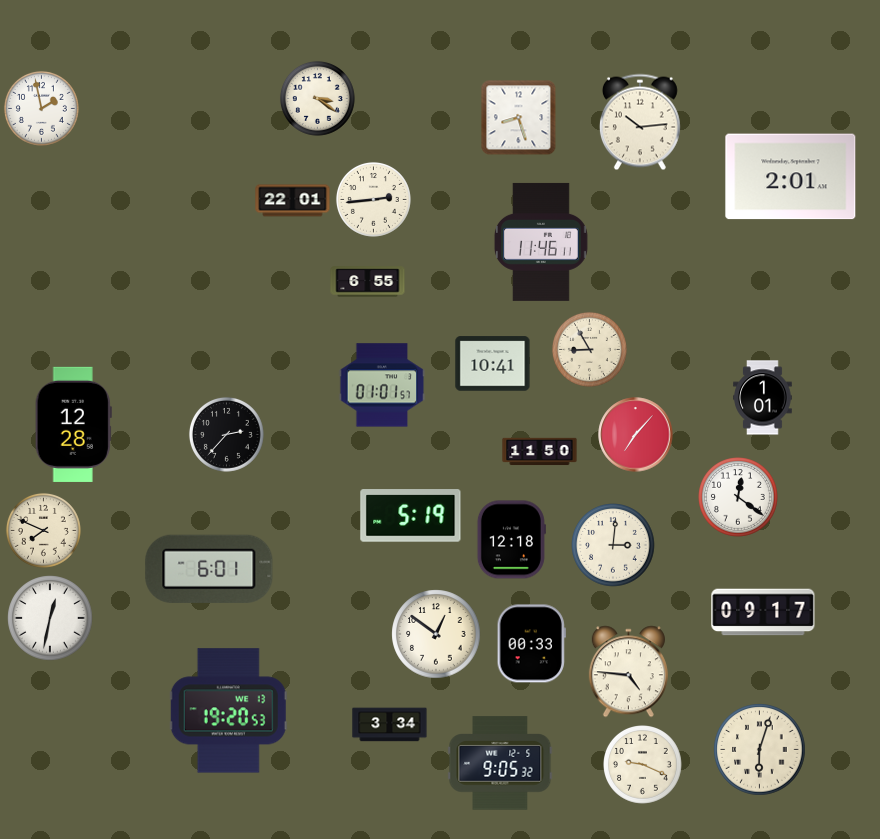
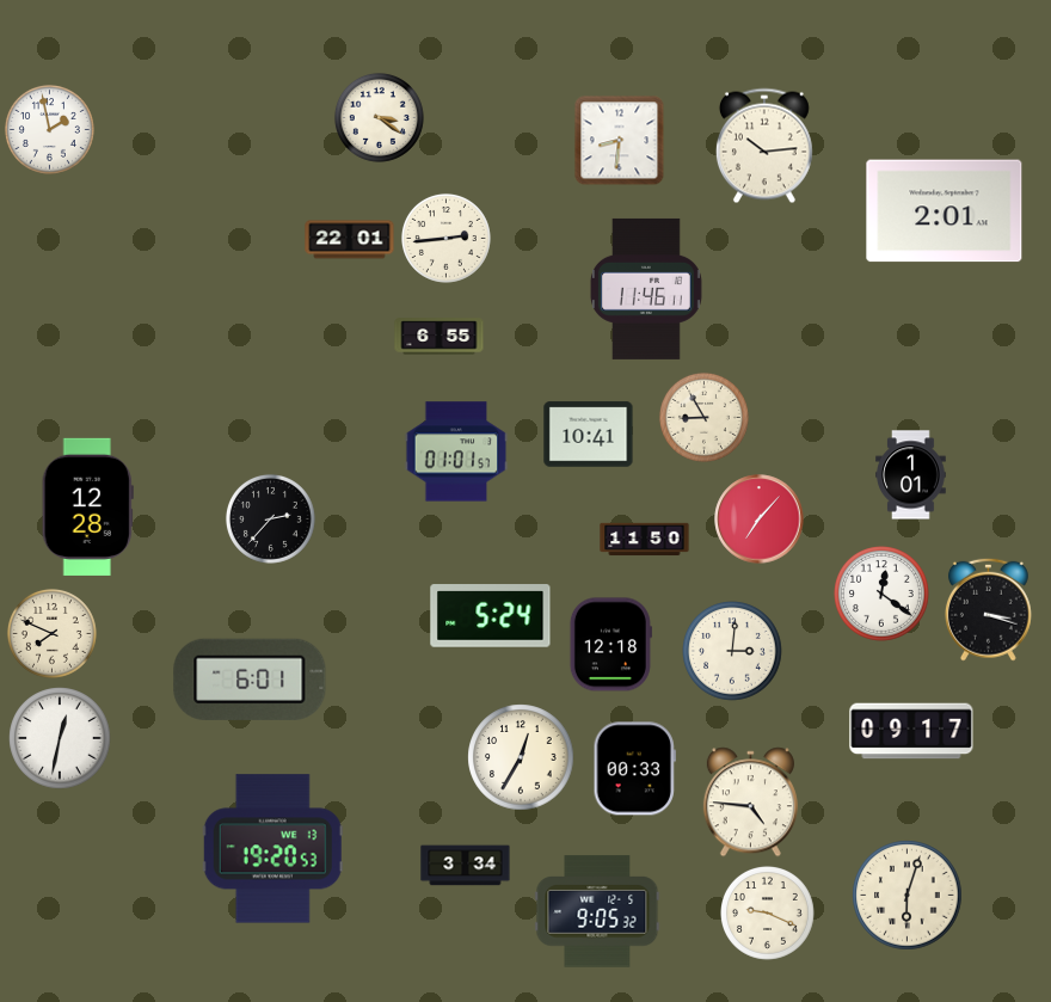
clock at (519, 118): 8:27 -> 8:31
clock at (382, 385) position: (382, 385) -> (456, 451)
clock at (988, 609): none -> 3:18
clock at (411, 516): 5:19 -> 5:24
clock at (436, 634): 12:51 -> 12:35
